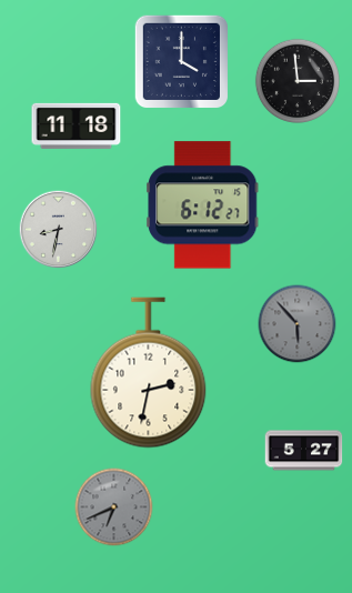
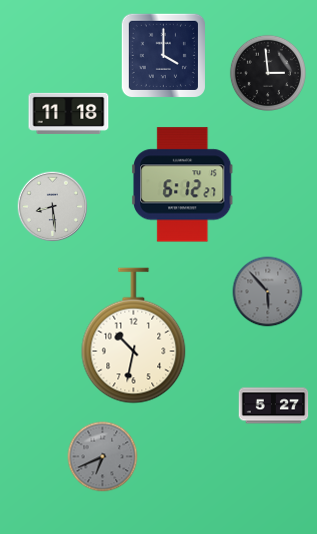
clock at (59, 230): 8:32 -> 8:29
clock at (149, 373): 2:32 -> 10:32
